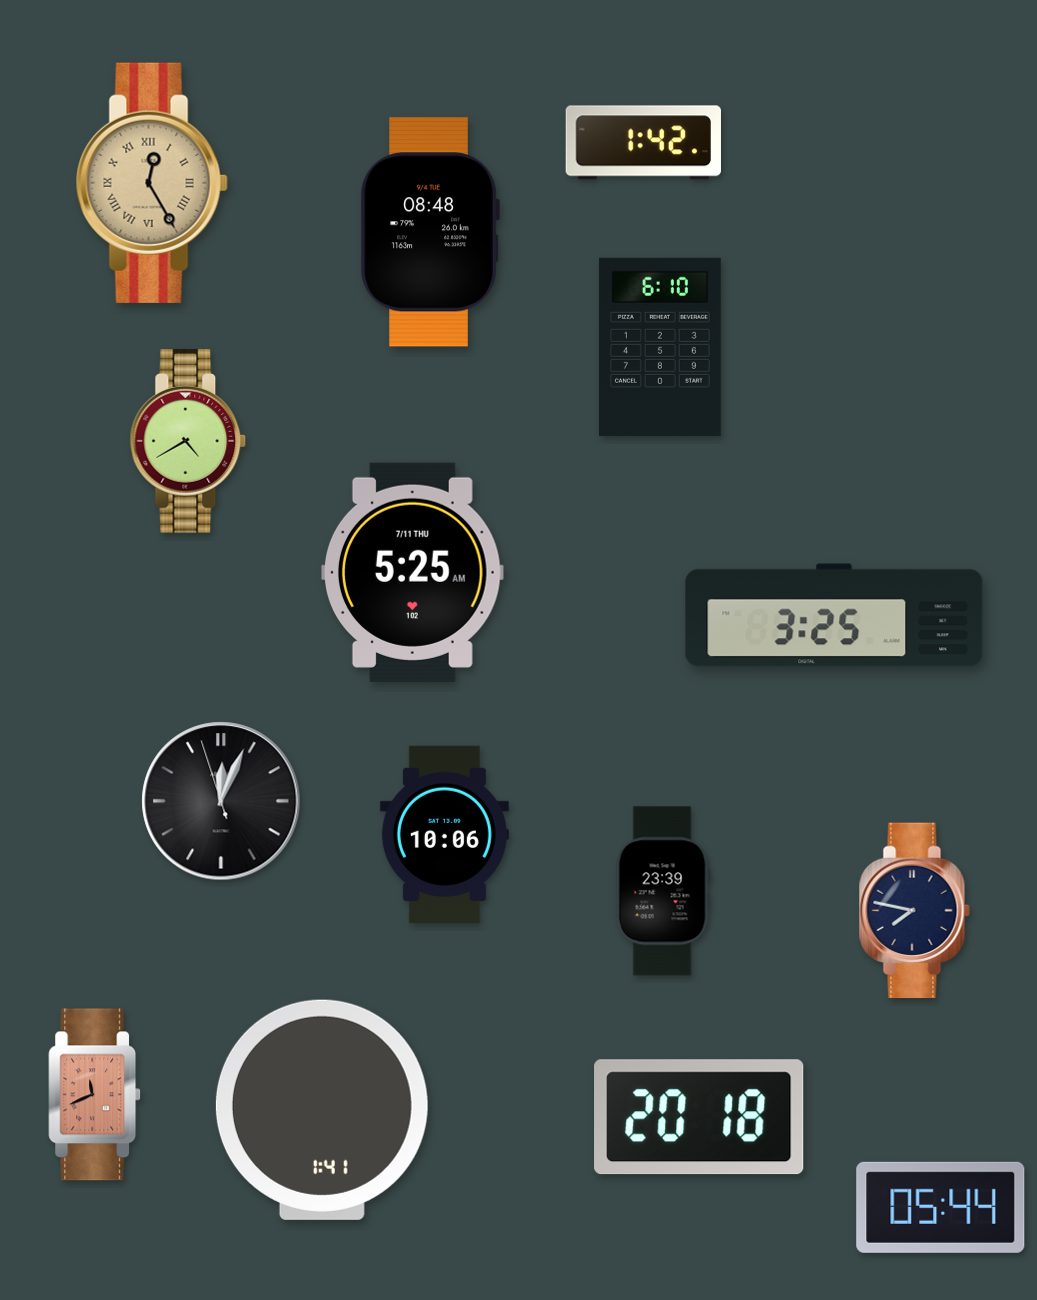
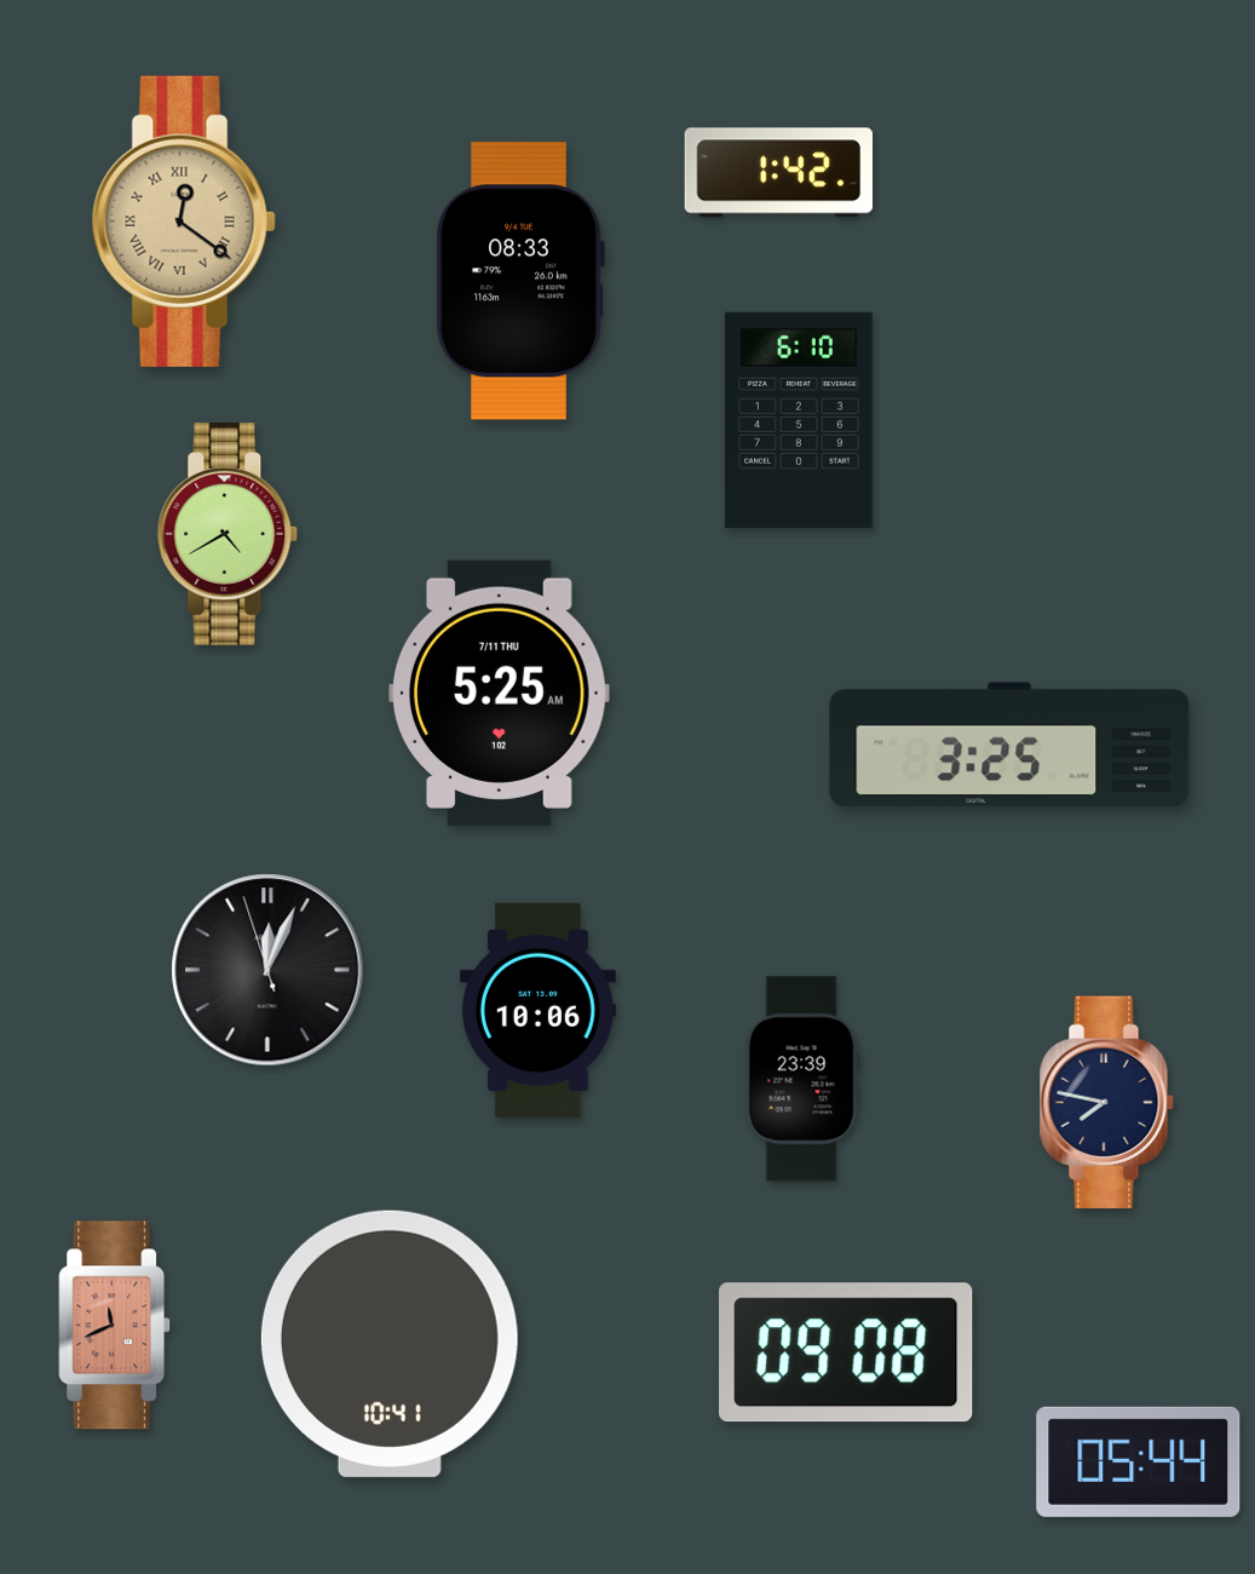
clock at (152, 183): 12:25 -> 12:21
clock at (430, 232): 08:48 -> 08:33
clock at (322, 1110): 1:41 -> 10:41
clock at (699, 1117): 20:18 -> 09:08
